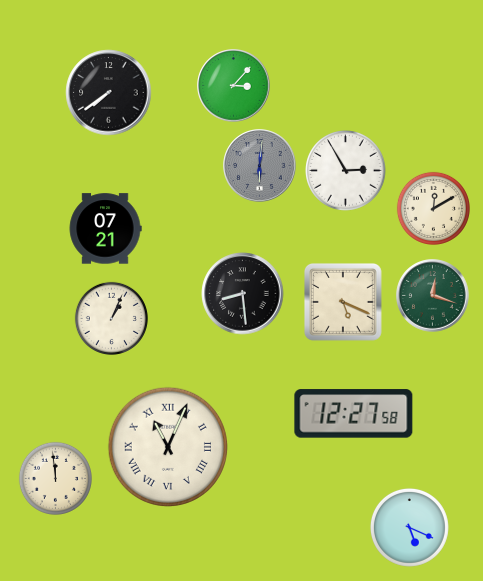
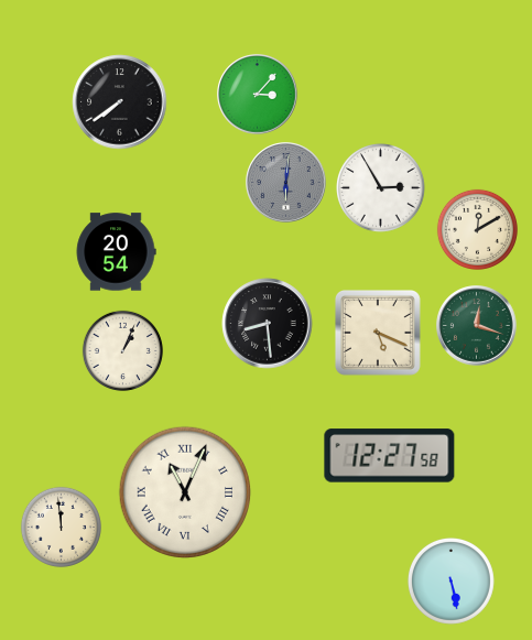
clock at (105, 229): 07:21 -> 20:54
clock at (409, 527): 5:19 -> 5:28
